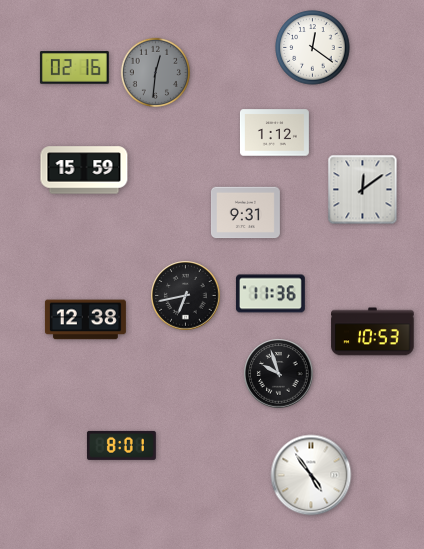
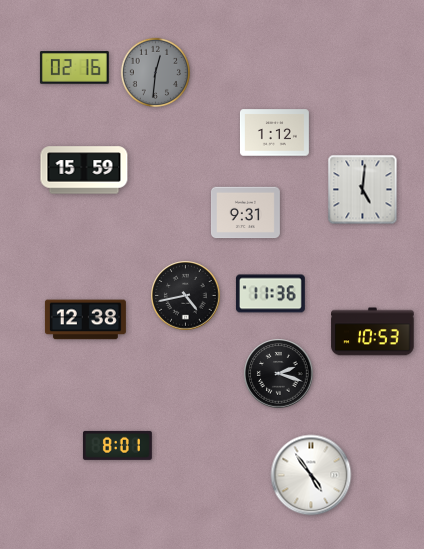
clock at (313, 48): 12:21 -> none
clock at (363, 190): 12:09 -> 5:01
clock at (186, 296): 6:43 -> 4:43
clock at (279, 374): 9:57 -> 2:18
clock at (121, 445) position: (121, 445) -> (117, 445)
